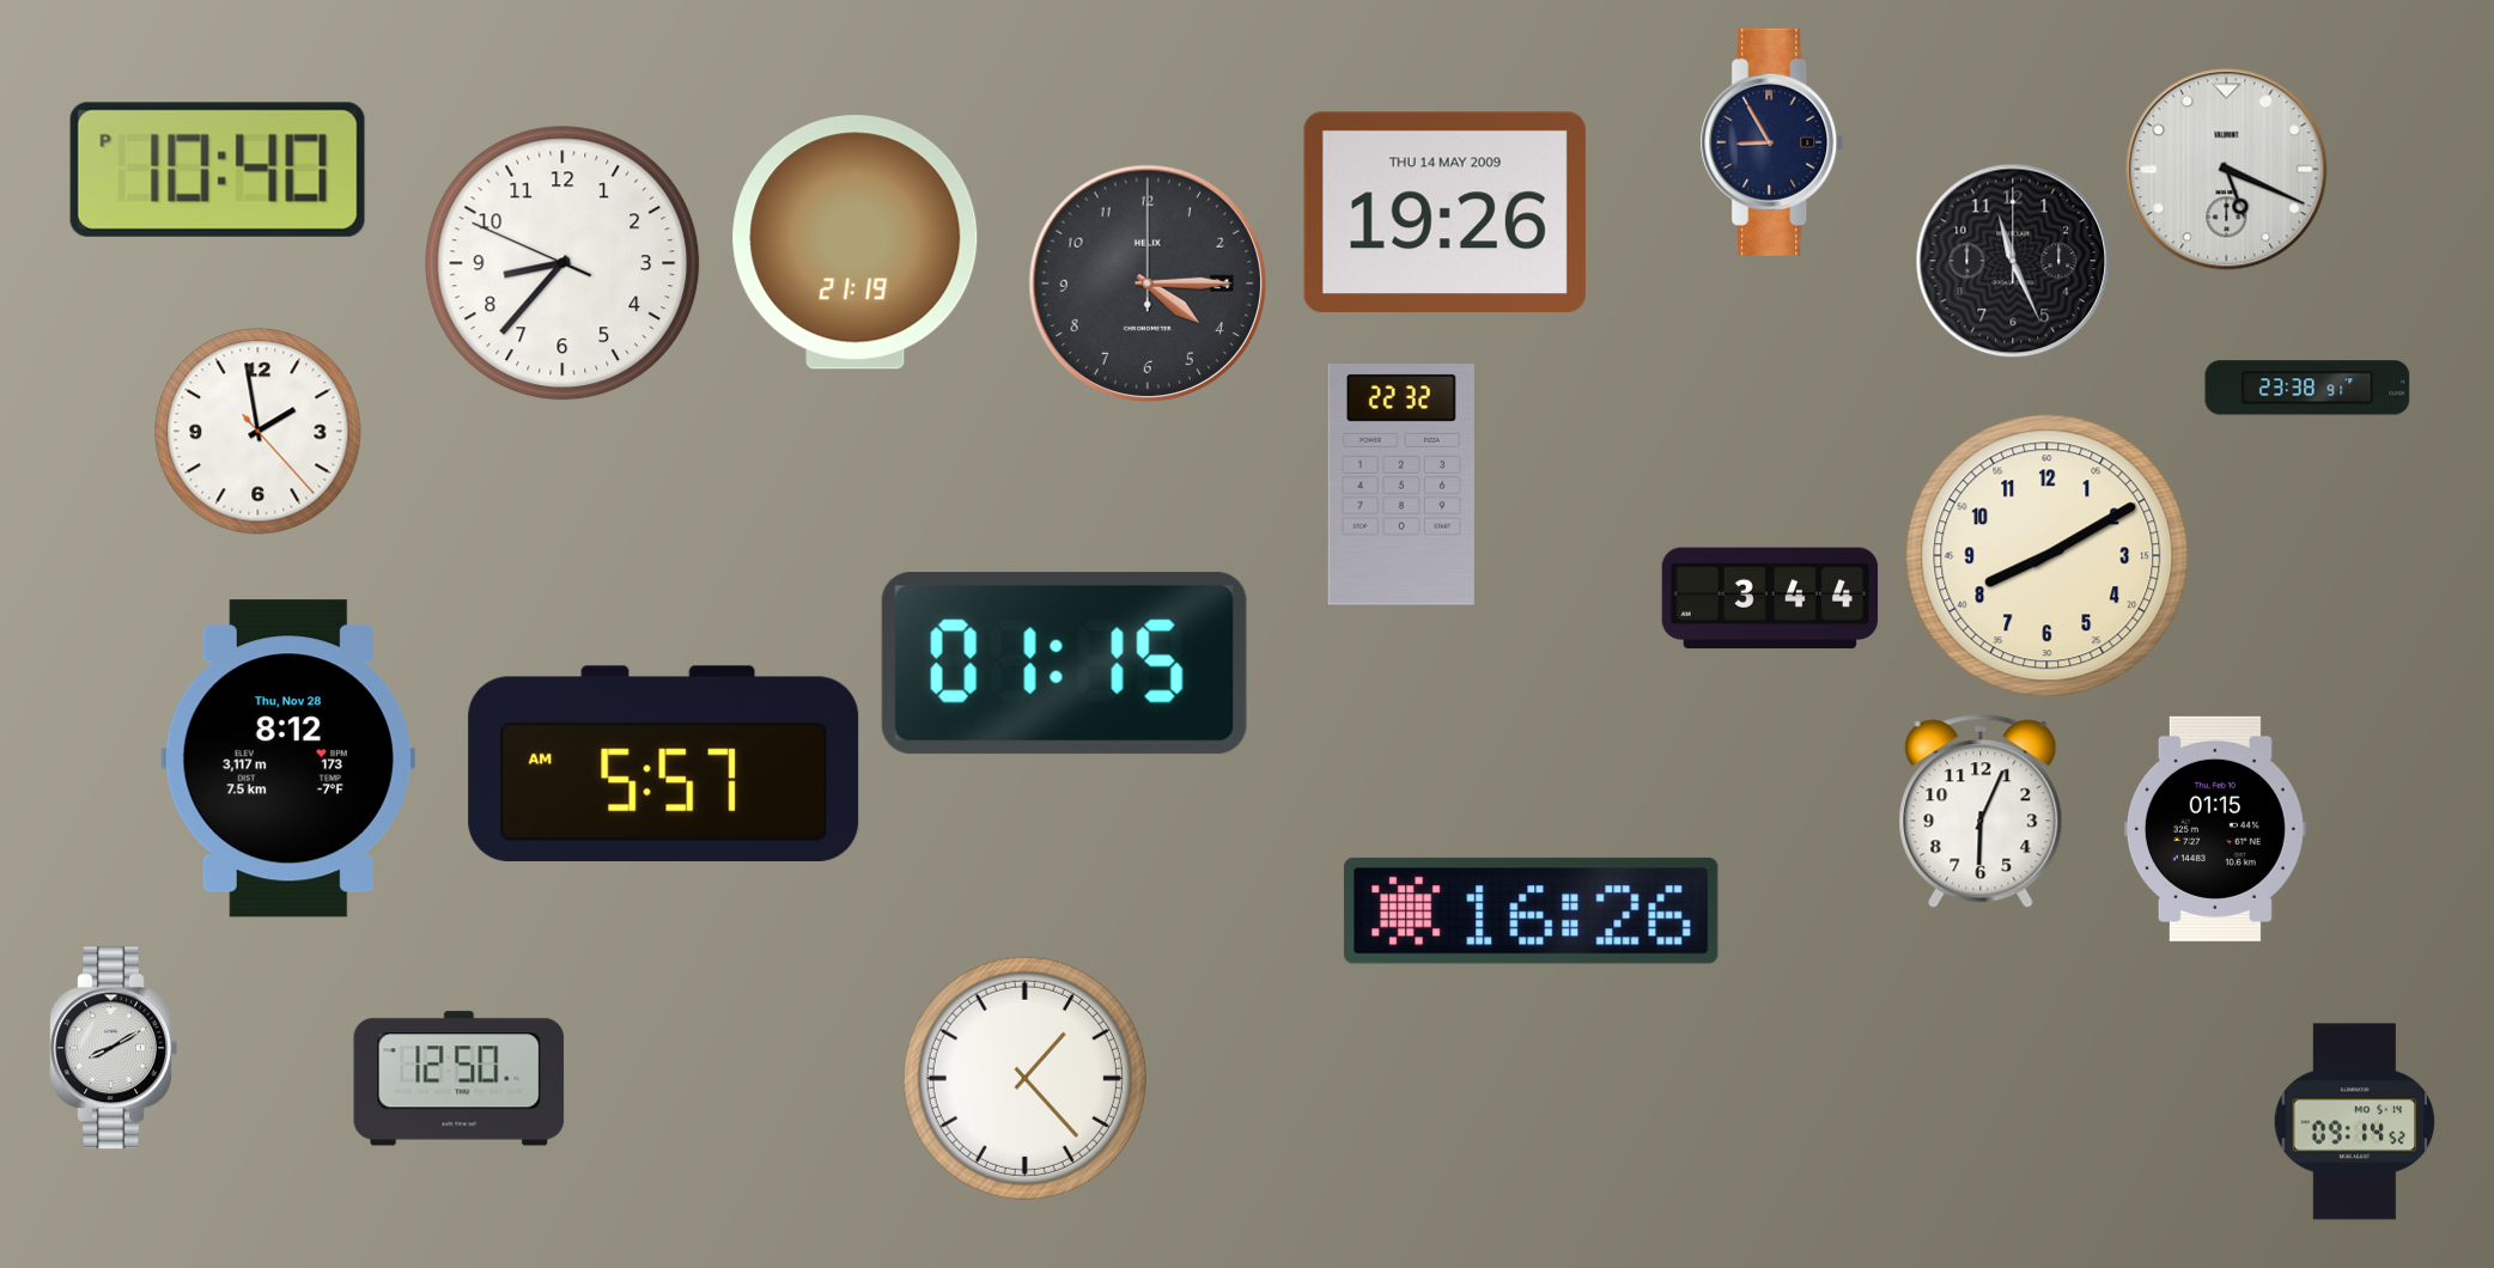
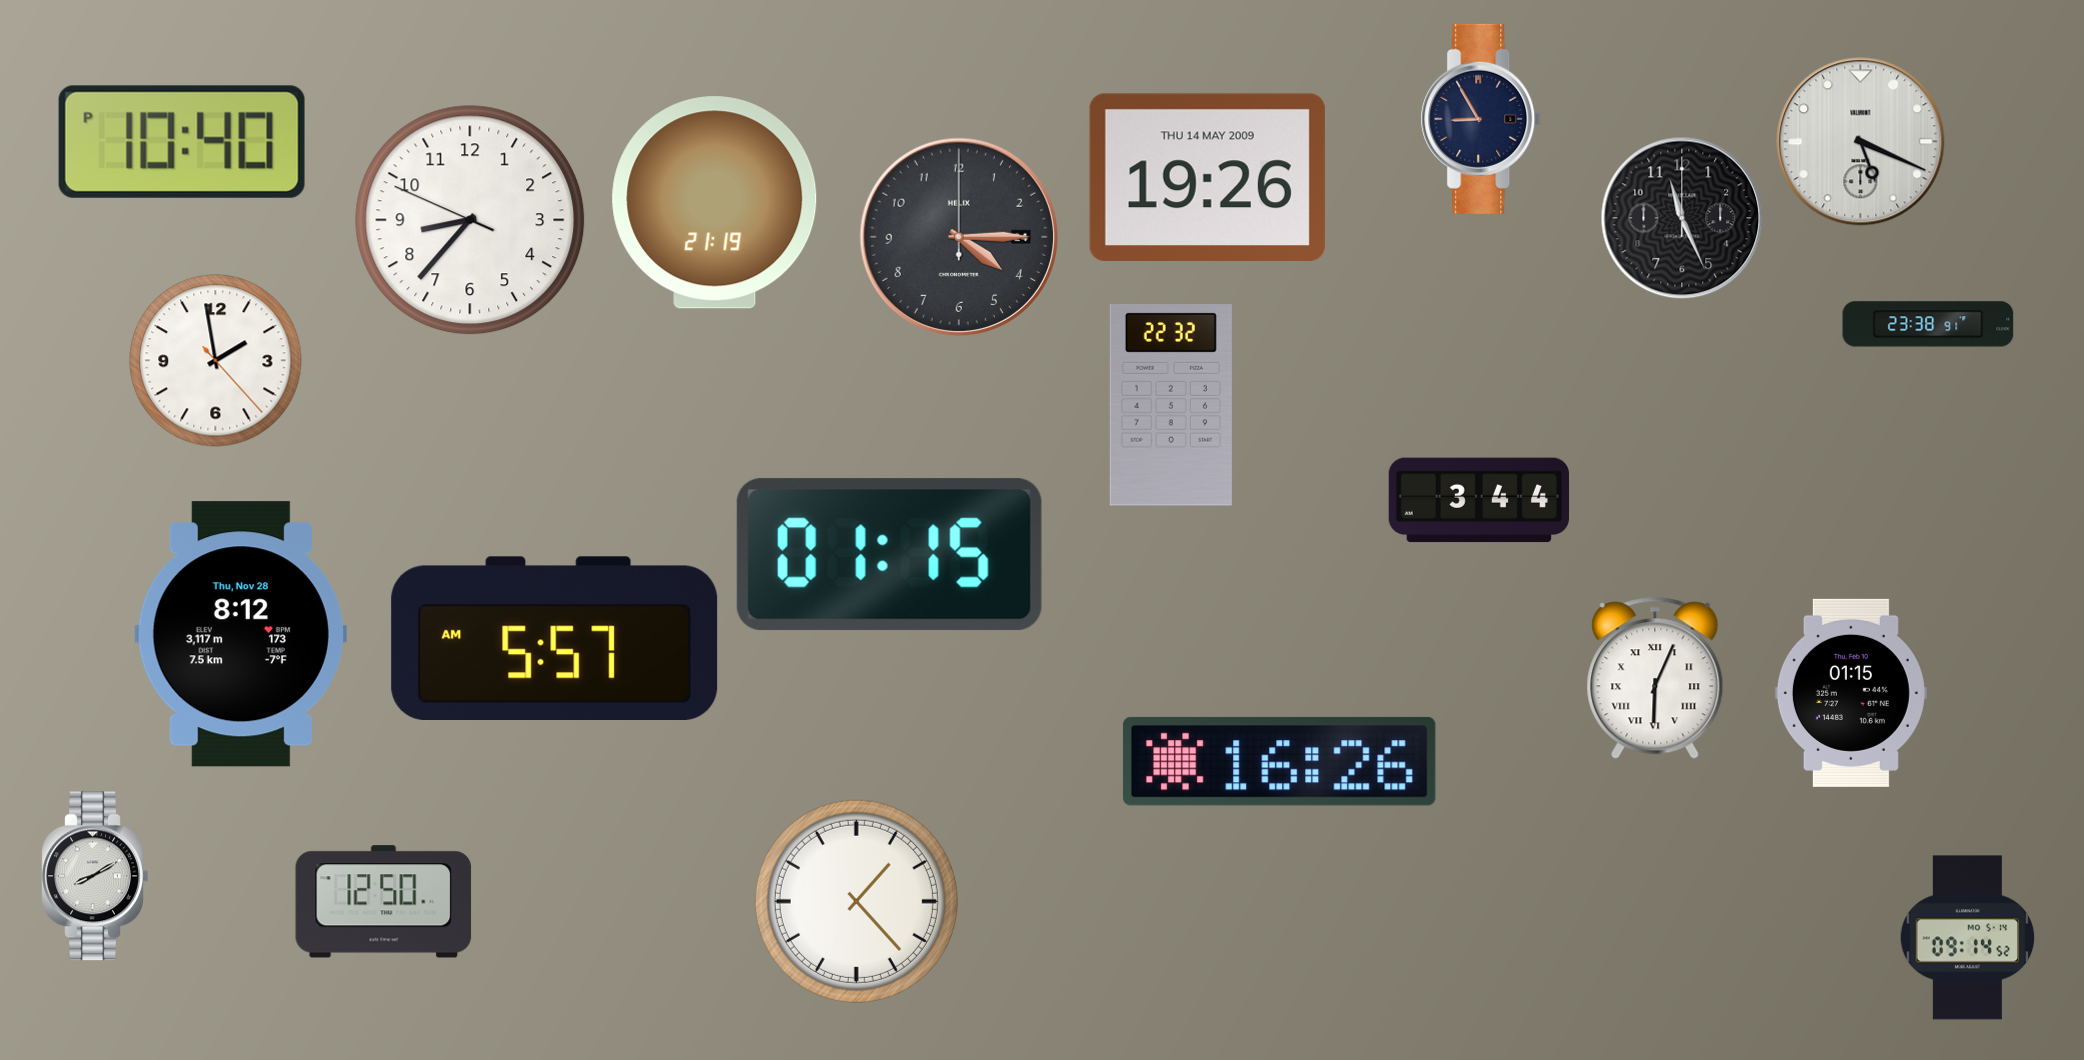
clock at (2048, 556): 8:10 -> none
clock at (1981, 811) numerals: Arabic -> Roman
